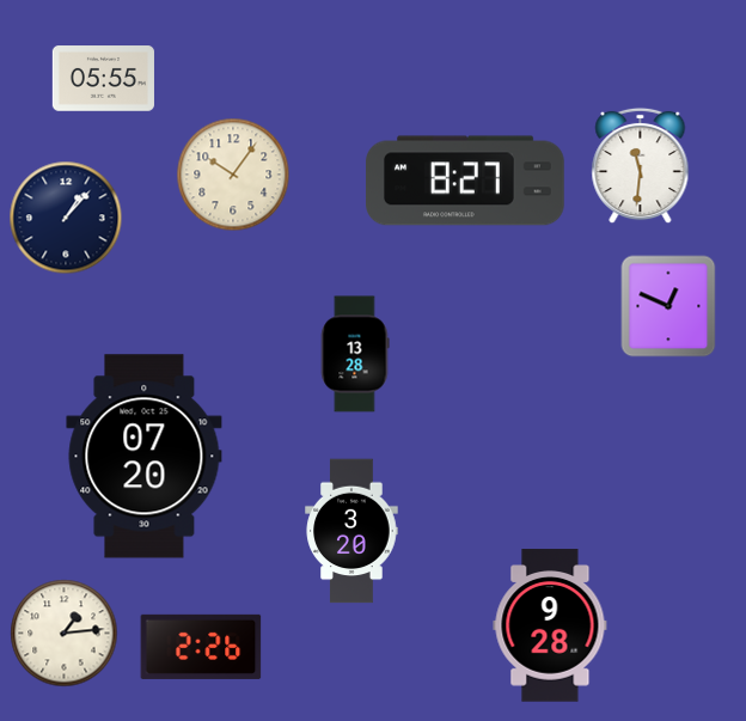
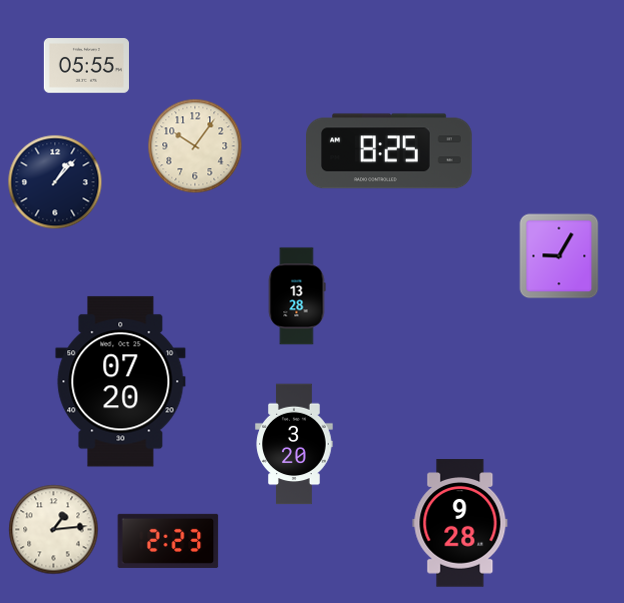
clock at (641, 166): 11:31 -> none
clock at (465, 181): 8:27 -> 8:25
clock at (668, 306): 12:49 -> 9:05
clock at (201, 647): 2:26 -> 2:23
